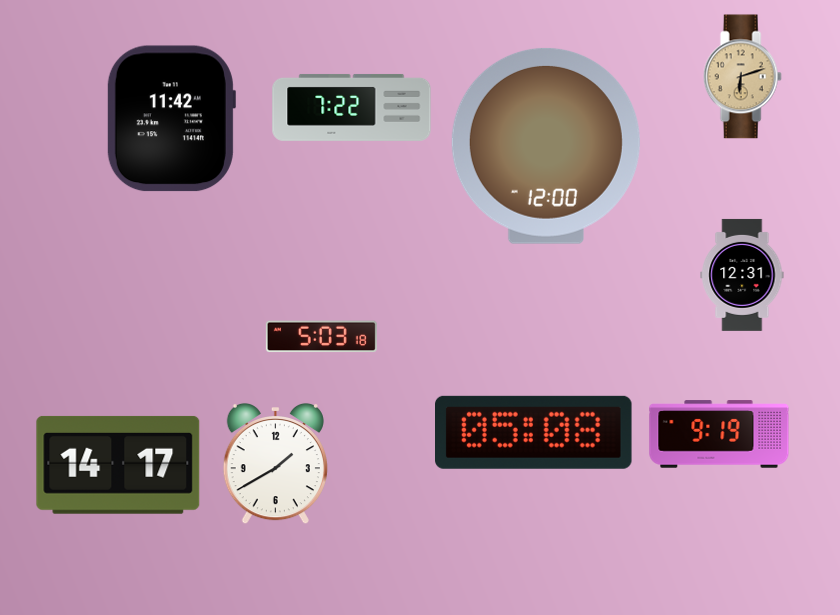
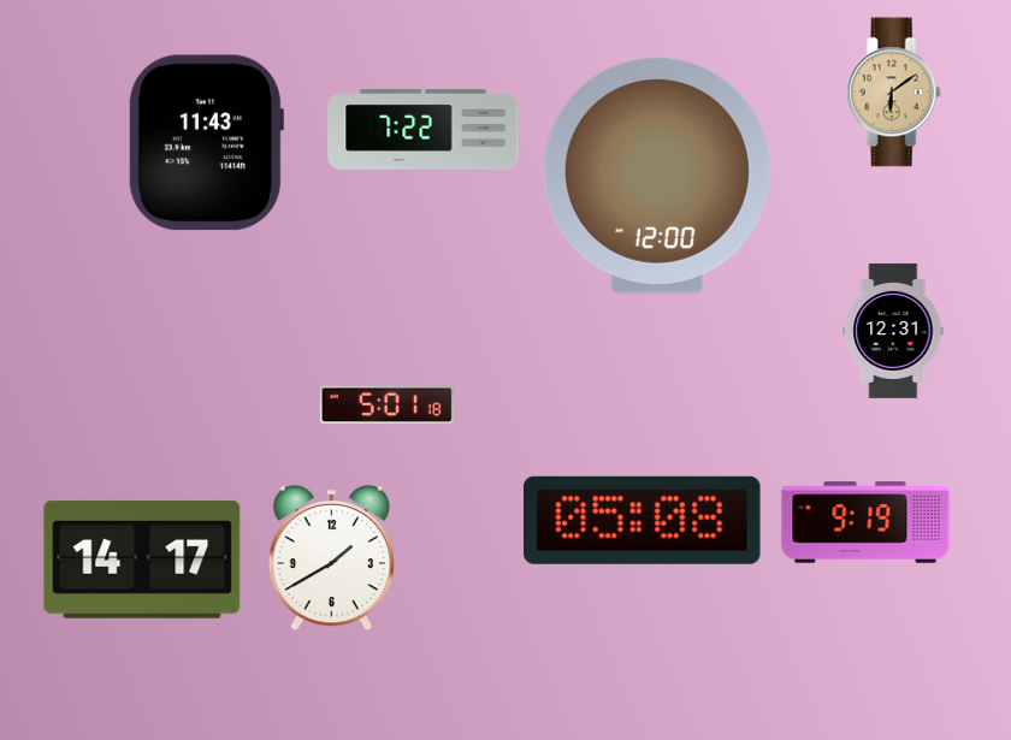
clock at (742, 77): 6:12 -> 6:09
clock at (171, 119): 11:42 -> 11:43
clock at (321, 337): 5:03 -> 5:01
